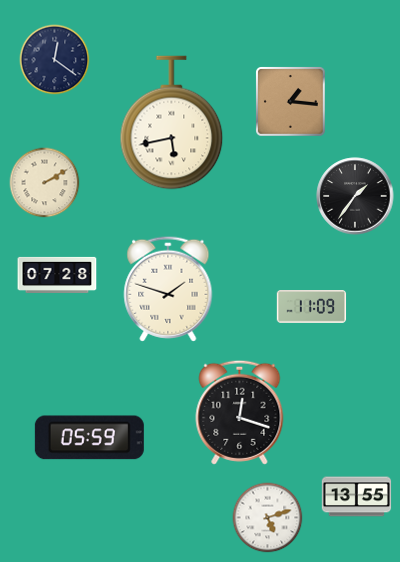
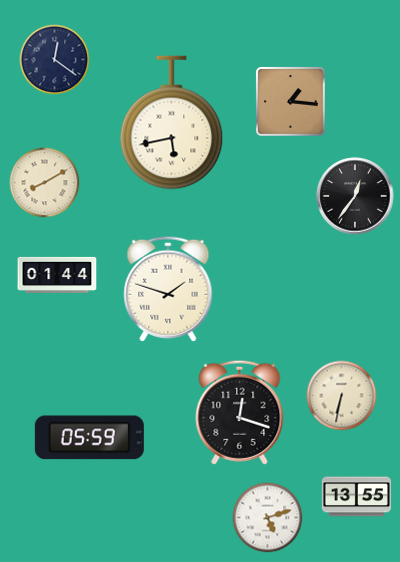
clock at (45, 183): 2:10 -> 8:10
clock at (355, 196): 1:36 -> 12:36
clock at (57, 275): 07:28 -> 01:44
clock at (312, 307): 11:09 -> none
clock at (342, 396): none -> 6:32
